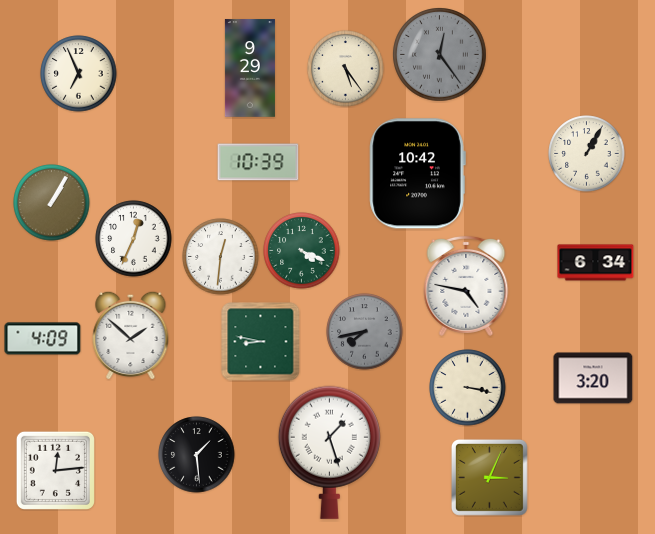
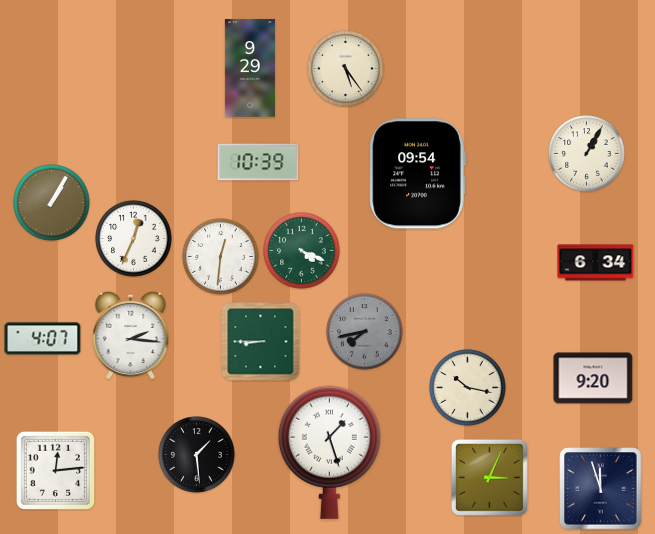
clock at (440, 55): 12:24 -> none
clock at (79, 74): 6:56 -> none
clock at (417, 174): 10:42 -> 09:54
clock at (466, 286): 4:47 -> none
clock at (131, 335): 1:52 -> 2:16
clock at (43, 339): 4:09 -> 4:07
clock at (261, 342): 8:47 -> 8:45
clock at (593, 378): 3:20 -> 9:20
clock at (468, 388): 3:17 -> 10:17
clock at (601, 489): none -> 11:57
